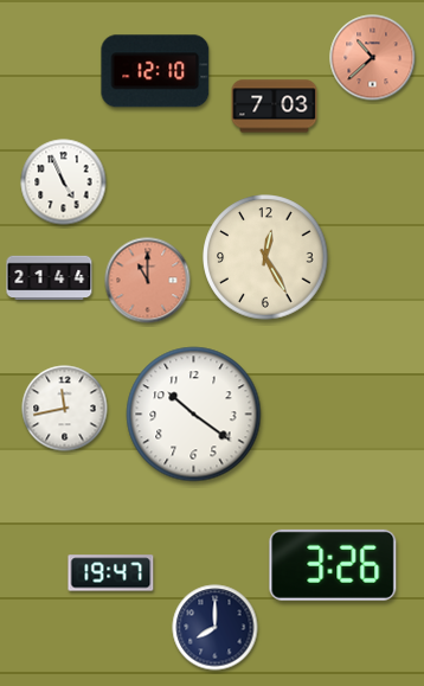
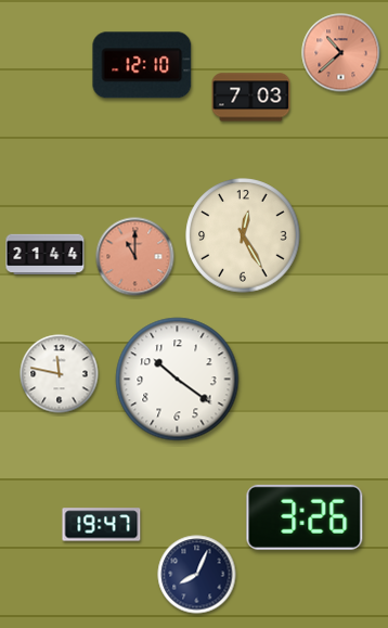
clock at (64, 182): 4:56 -> none
clock at (65, 409): 11:43 -> 11:47
clock at (216, 628): 8:00 -> 8:04
